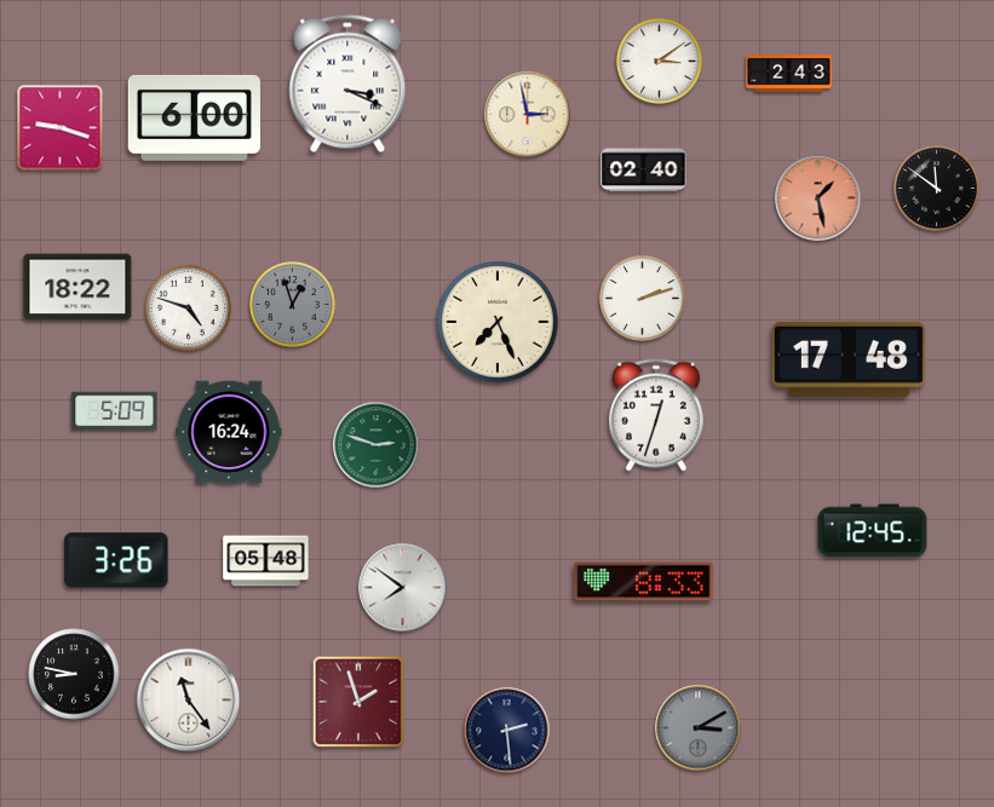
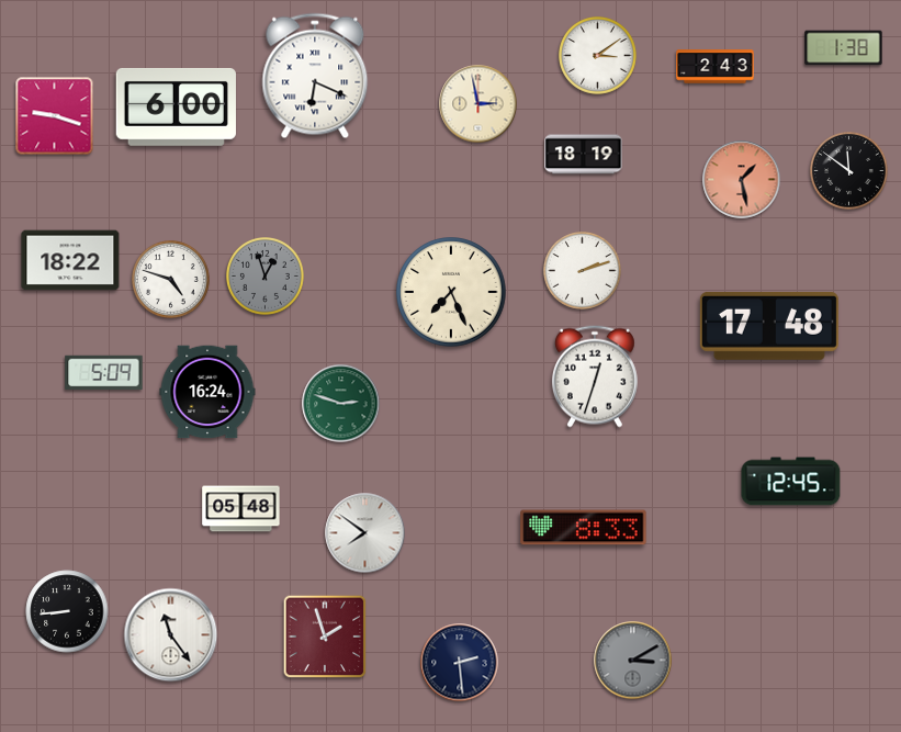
clock at (844, 48): none -> 1:38
clock at (347, 83): 3:19 -> 6:19
clock at (644, 171): 02:40 -> 18:19
clock at (116, 560): 3:26 -> none
clock at (74, 674): 8:47 -> 8:44
